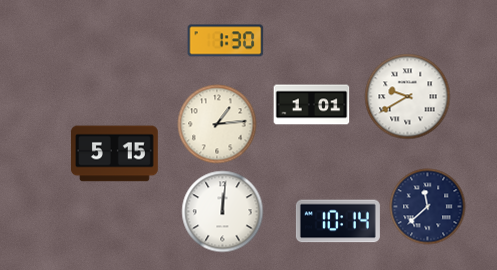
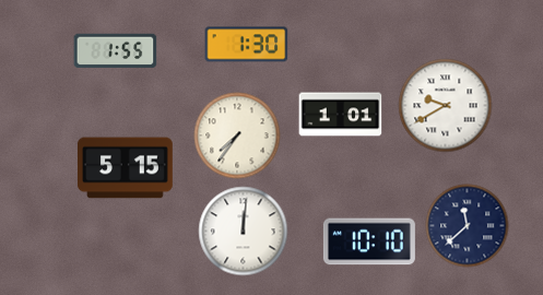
clock at (116, 51): none -> 1:55
clock at (217, 124): 1:14 -> 7:36
clock at (338, 221): 10:14 -> 10:10
